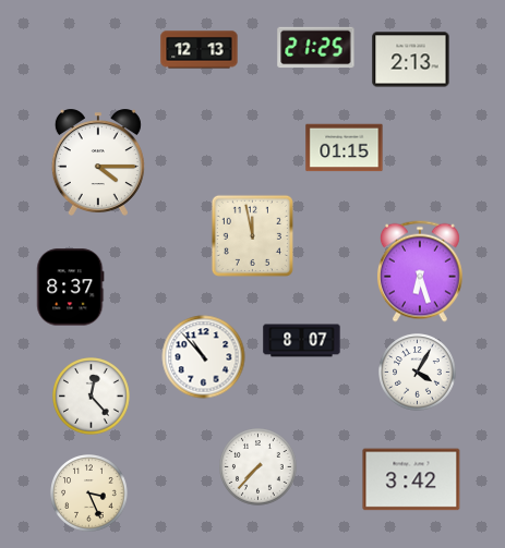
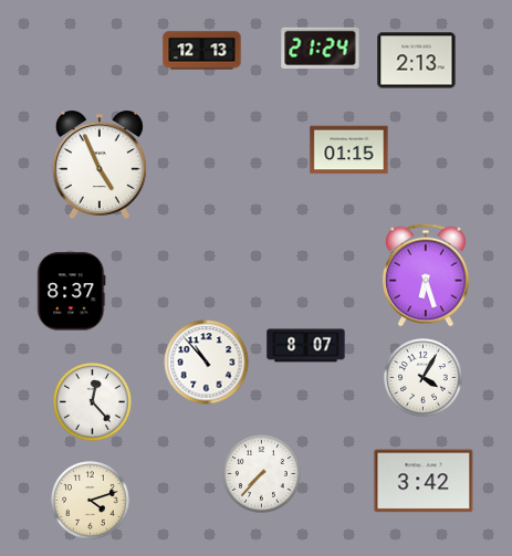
clock at (316, 48): 21:25 -> 21:24
clock at (98, 162): 4:15 -> 4:56
clock at (252, 235): 11:58 -> none
clock at (411, 479) position: (411, 479) -> (424, 481)
clock at (89, 494): 3:26 -> 4:12
